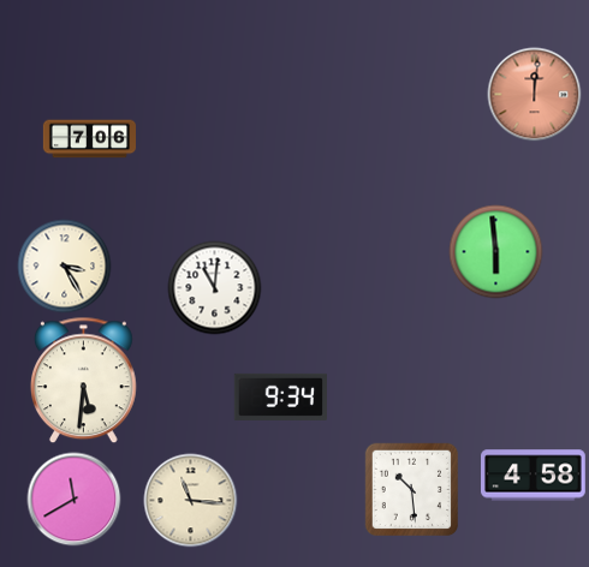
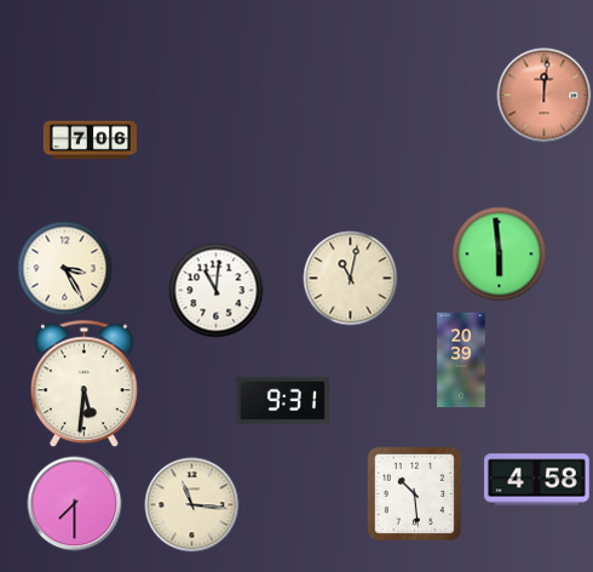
clock at (534, 94) position: (534, 94) -> (543, 95)
clock at (350, 278): none -> 11:02
clock at (461, 359): none -> 20:39
clock at (280, 396): 9:34 -> 9:31
clock at (73, 499): 11:40 -> 7:30
